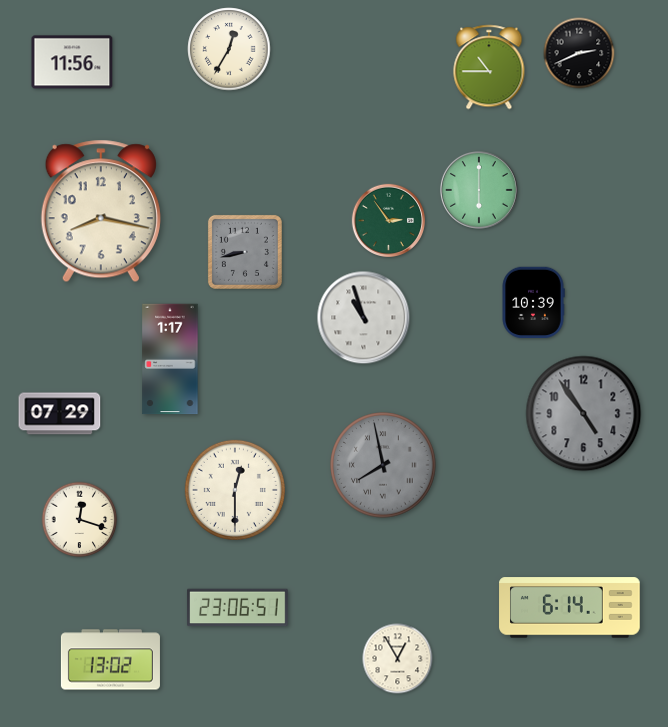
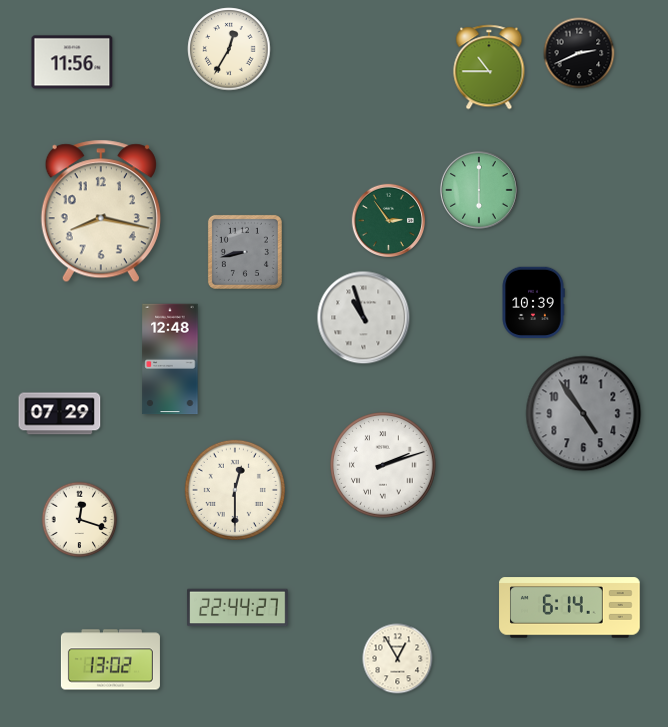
clock at (170, 359): 1:17 -> 12:48
clock at (383, 465): 7:58 -> 2:12
clock at (383, 465) dial: grey -> white
clock at (238, 608): 23:06 -> 22:44
